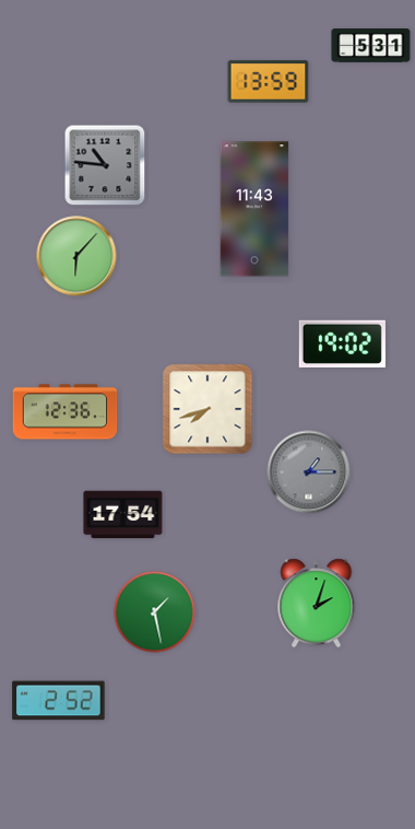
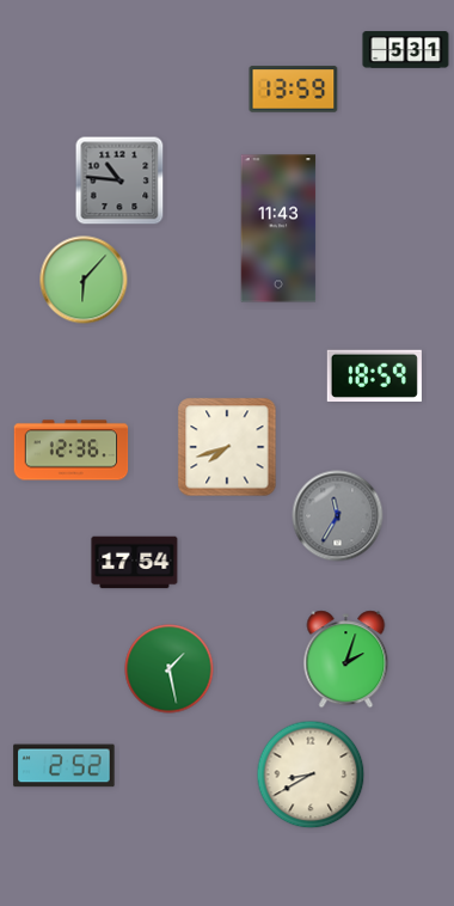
clock at (105, 165) position: (105, 165) -> (119, 180)
clock at (342, 343): 19:02 -> 18:59
clock at (309, 472): 1:15 -> 11:35
clock at (311, 775): none -> 8:40
